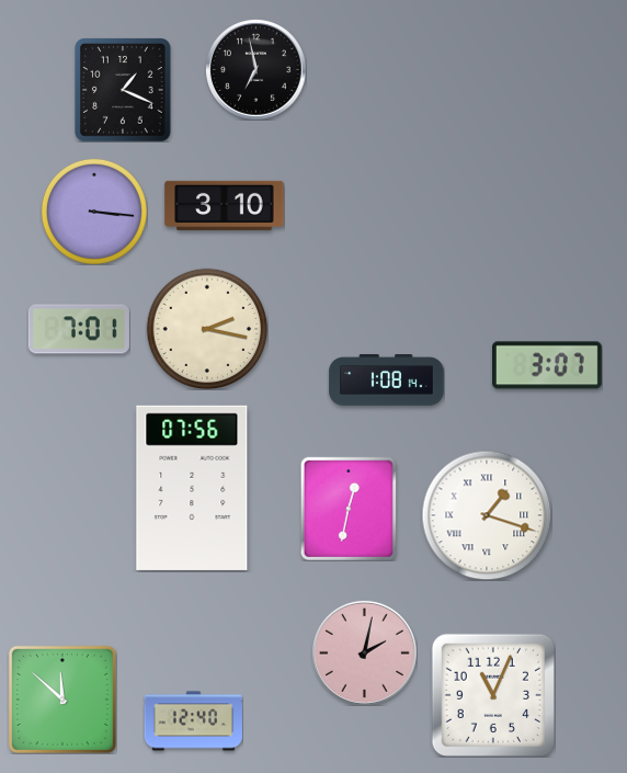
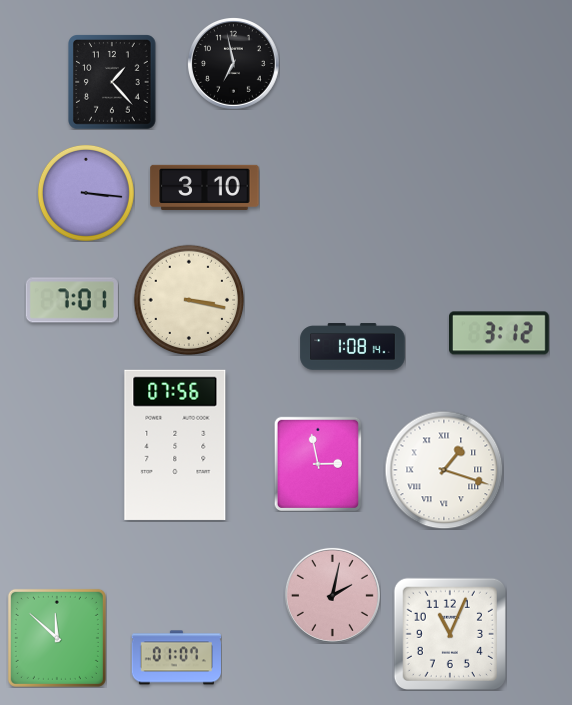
clock at (124, 90): 1:19 -> 1:23
clock at (207, 329): 2:17 -> 3:17
clock at (548, 365): 3:07 -> 3:12
clock at (349, 508): 12:32 -> 2:58
clock at (193, 721): 12:40 -> 01:07
